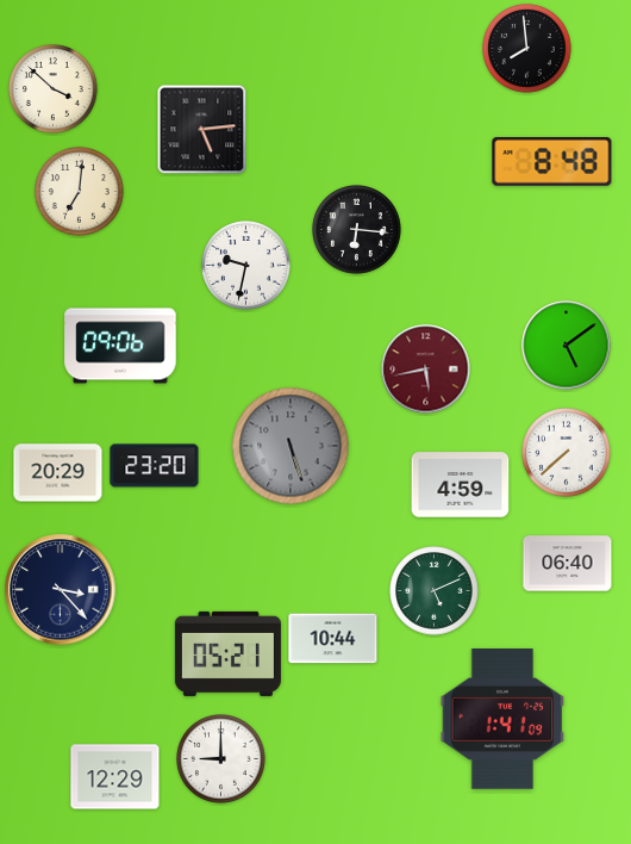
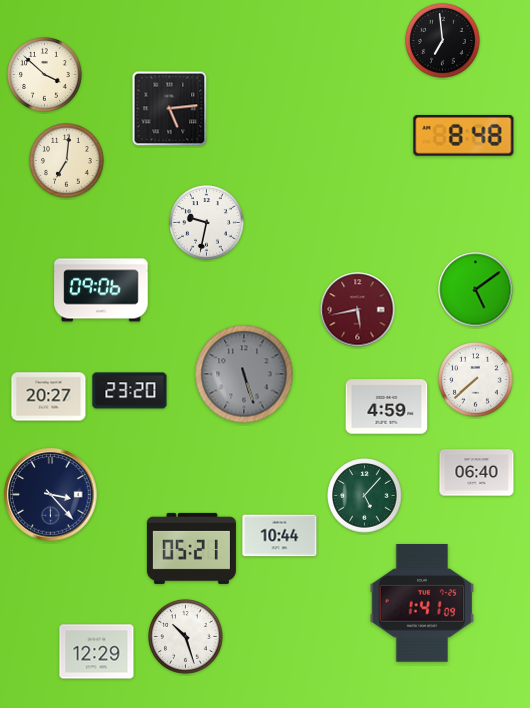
clock at (527, 49): 7:59 -> 6:59
clock at (357, 230): 6:16 -> none
clock at (58, 473): 20:29 -> 20:27
clock at (435, 591): 5:11 -> 5:07
clock at (221, 759): 9:00 -> 10:27
